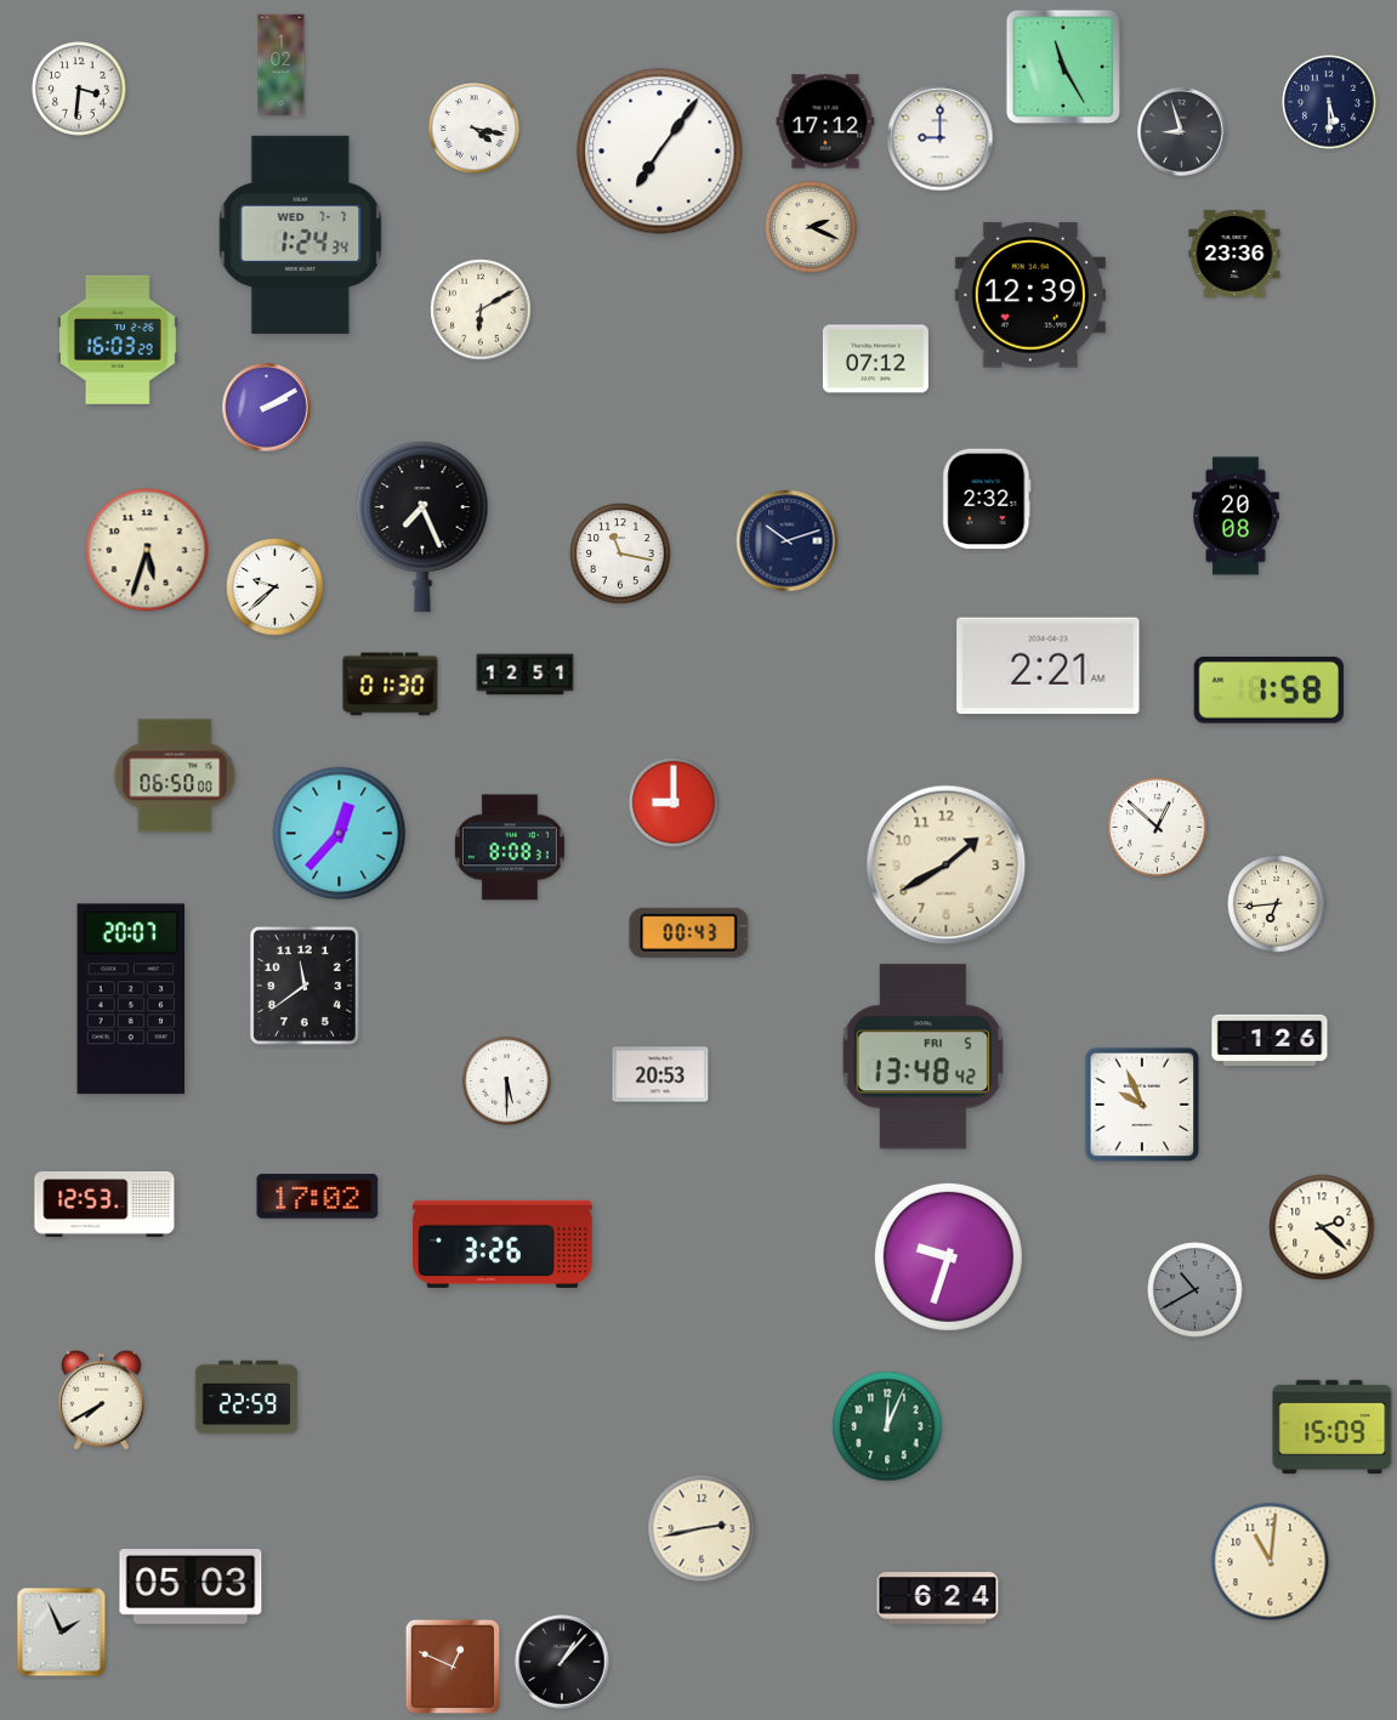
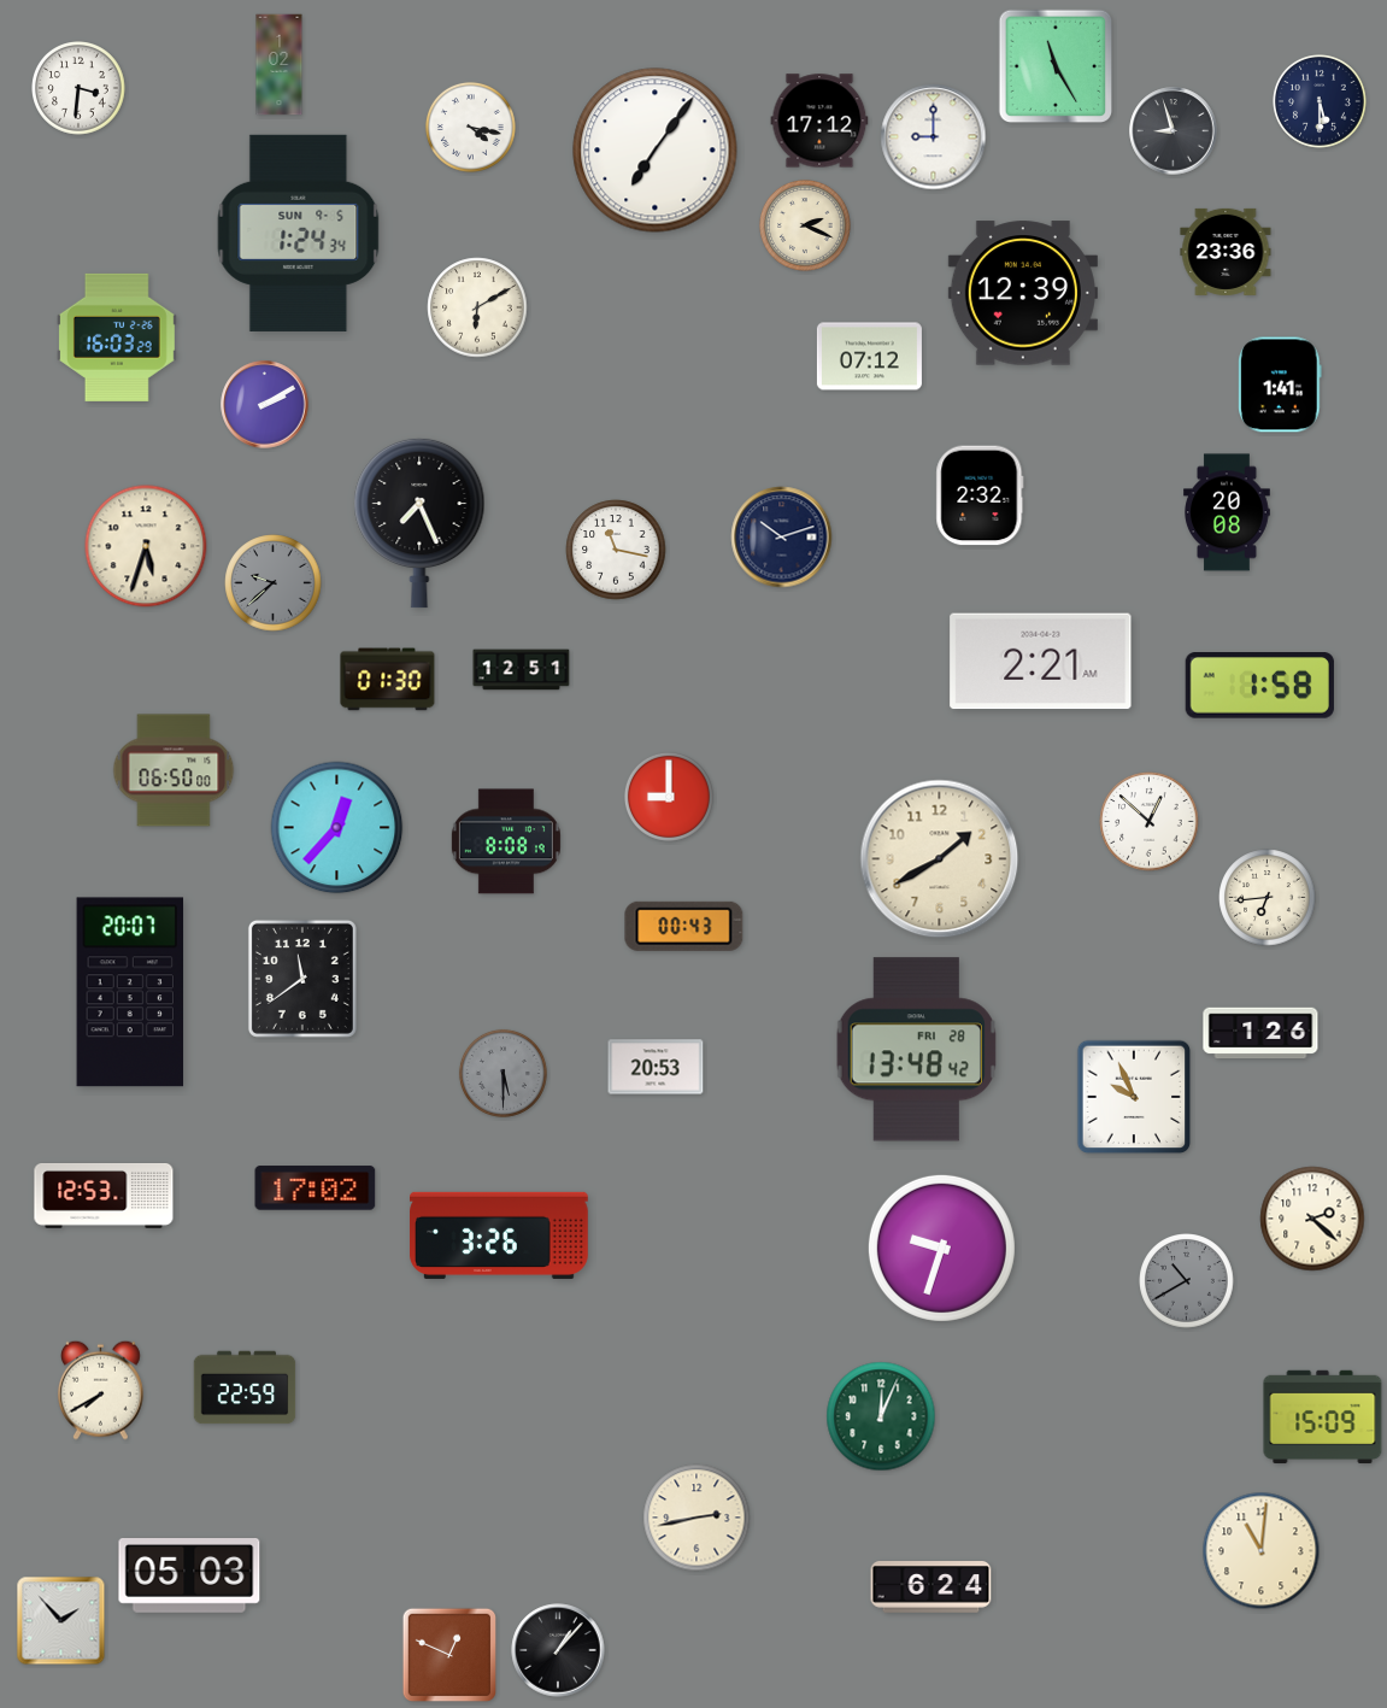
clock at (301, 234) date: WED 7-7 -> SUN 9-5
clock at (1280, 385): none -> 1:41
clock at (276, 587) dial: white -> grey
clock at (510, 847): 8:08:31 -> 8:08:19
clock at (922, 1057) date: FRI 5 -> FRI 28
clock at (506, 1080) dial: white -> grey
clock at (62, 1633): 1:56 -> 1:53
